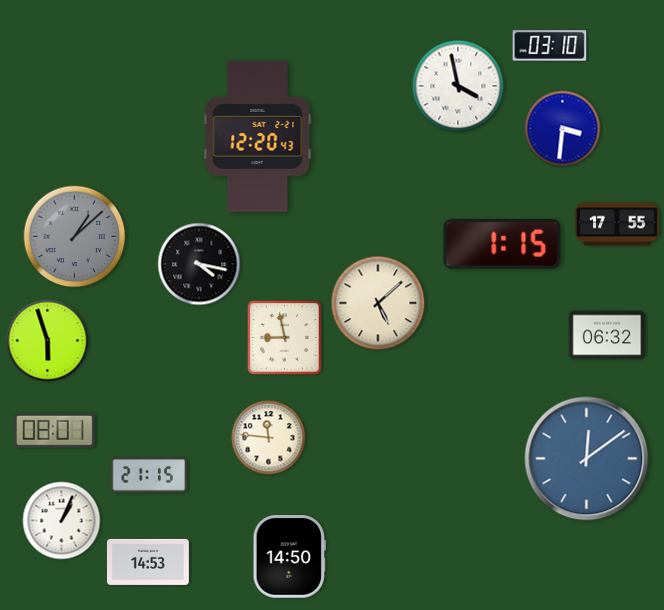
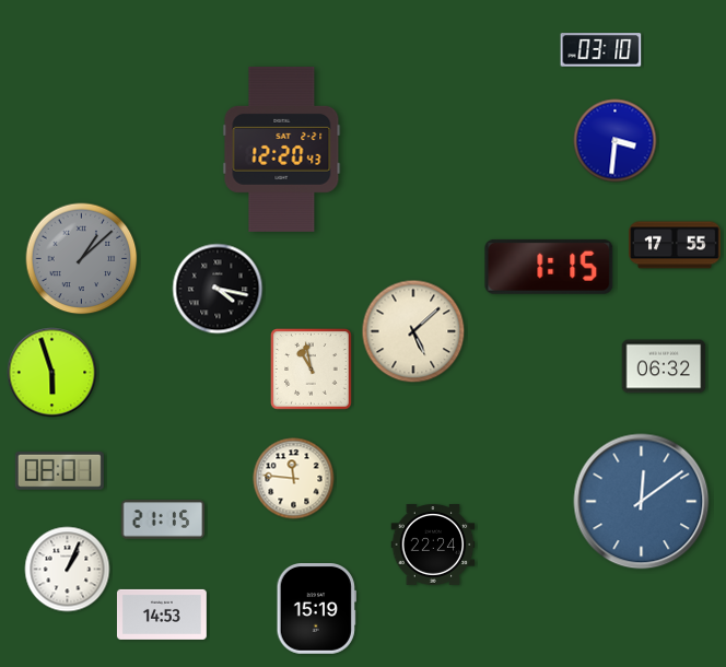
clock at (458, 86): 3:58 -> none
clock at (285, 338): 8:58 -> 10:58
clock at (433, 546): none -> 22:24
clock at (289, 557): 14:50 -> 15:19
